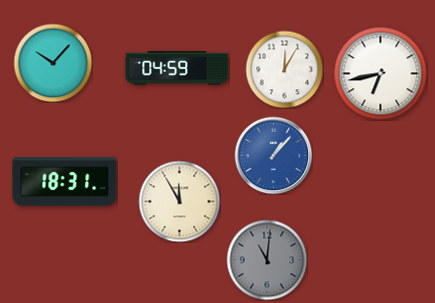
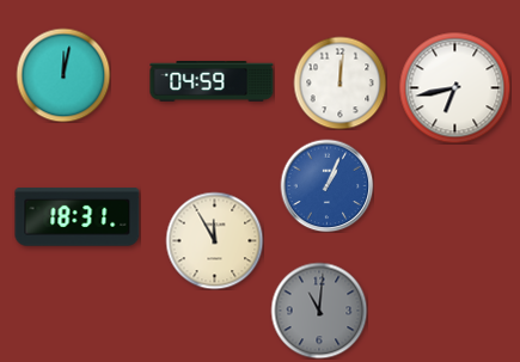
clock at (53, 63): 10:07 -> 12:02
clock at (284, 69): 12:05 -> 12:01
clock at (273, 155): 1:07 -> 1:04
